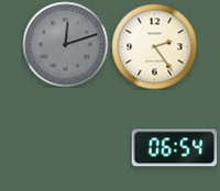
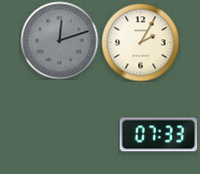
clock at (154, 46): 2:24 -> 2:05
clock at (174, 148): 06:54 -> 07:33
